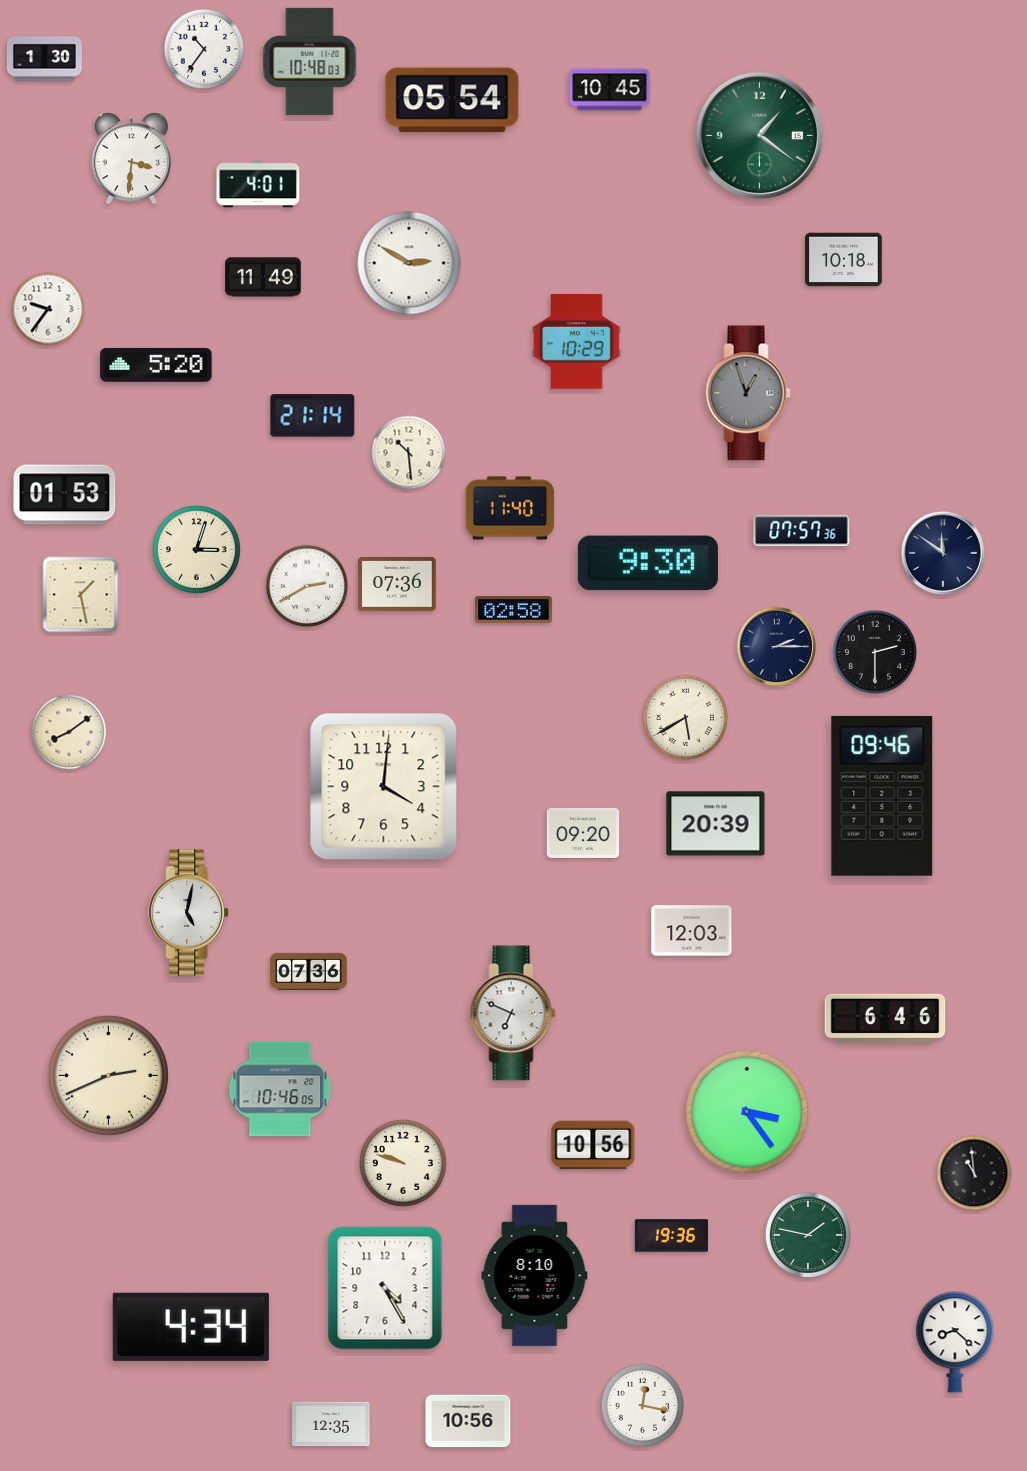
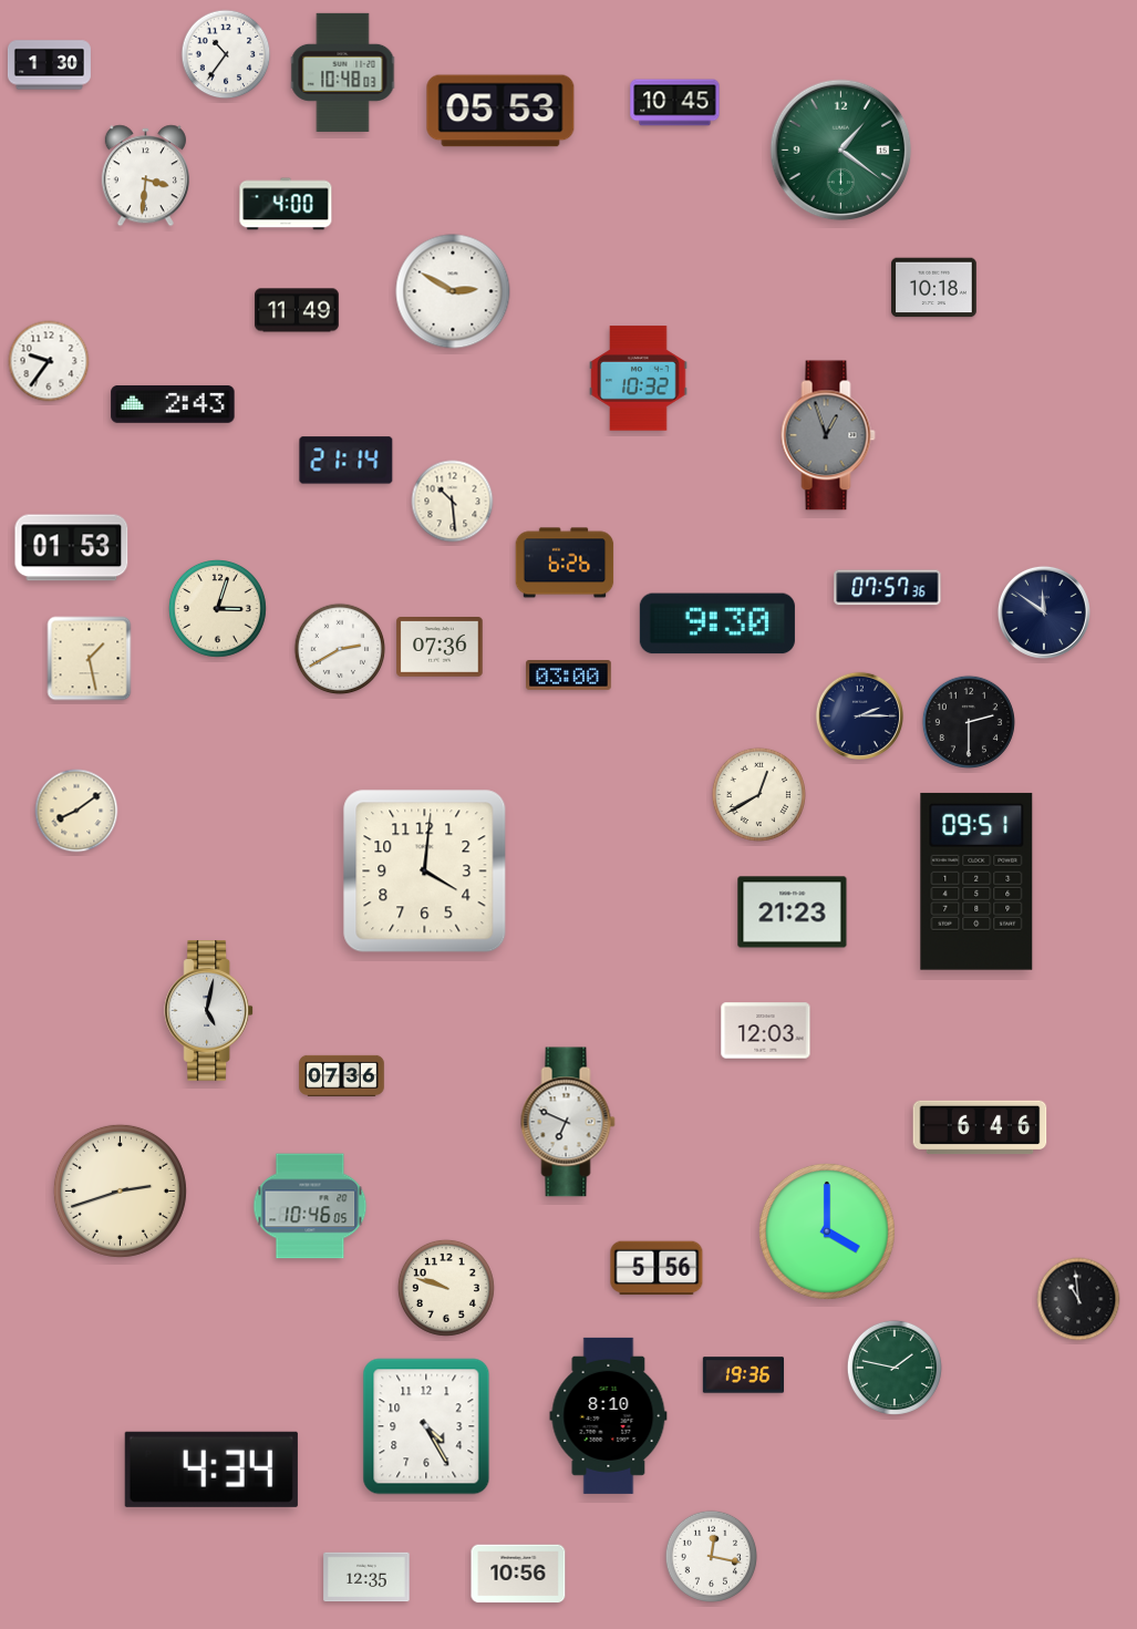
clock at (310, 61) position: (310, 61) -> (343, 72)
clock at (610, 90) position: (610, 90) -> (675, 103)
clock at (452, 100): 05:54 -> 05:53
clock at (258, 184): 4:01 -> 4:00
clock at (264, 277) position: (264, 277) -> (298, 310)
clock at (48, 309) position: (48, 309) -> (49, 361)
clock at (577, 342): 10:29 -> 10:32
clock at (156, 365): 5:20 -> 2:43
clock at (510, 508): 11:40 -> 6:26
clock at (514, 610): 02:58 -> 03:00
clock at (685, 717): 5:40 -> 12:40
clock at (882, 796): 09:46 -> 09:51
clock at (716, 824): 20:39 -> 21:23
clock at (583, 833): 09:20 -> none
clock at (108, 1075): 2:41 -> 2:42
clock at (747, 1112): 3:24 -> 4:00
clock at (593, 1145): 10:56 -> 5:56
clock at (671, 1236) position: (671, 1236) -> (743, 1375)
clock at (535, 1275) position: (535, 1275) -> (609, 1415)
clock at (955, 1342): 8:22 -> none
